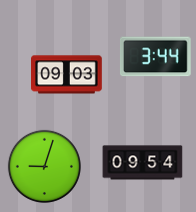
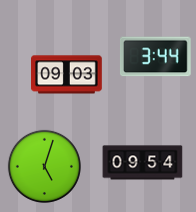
clock at (44, 166): 9:03 -> 5:03
